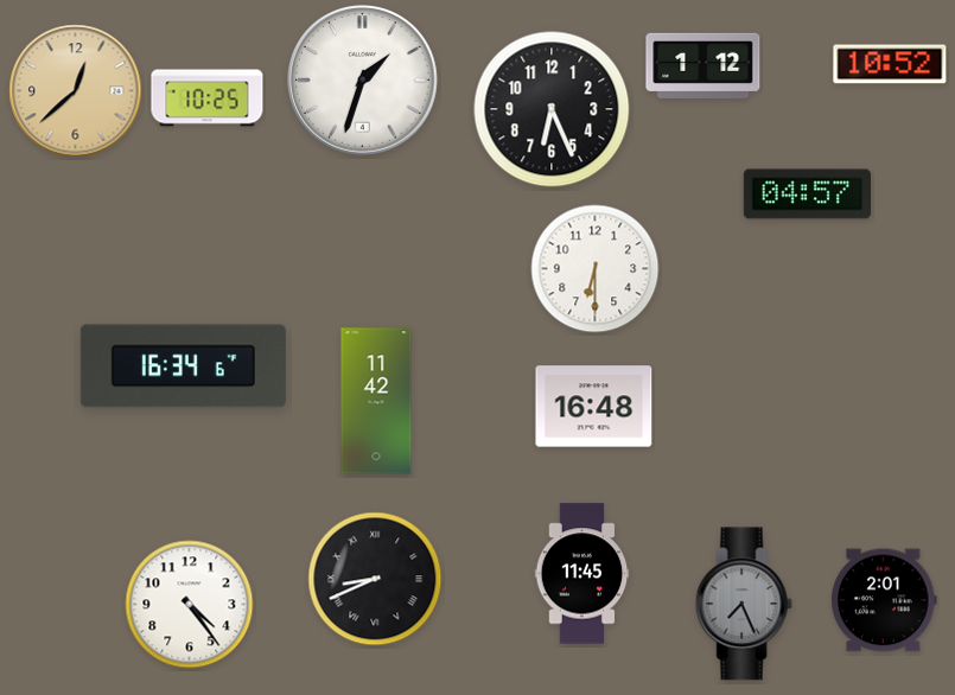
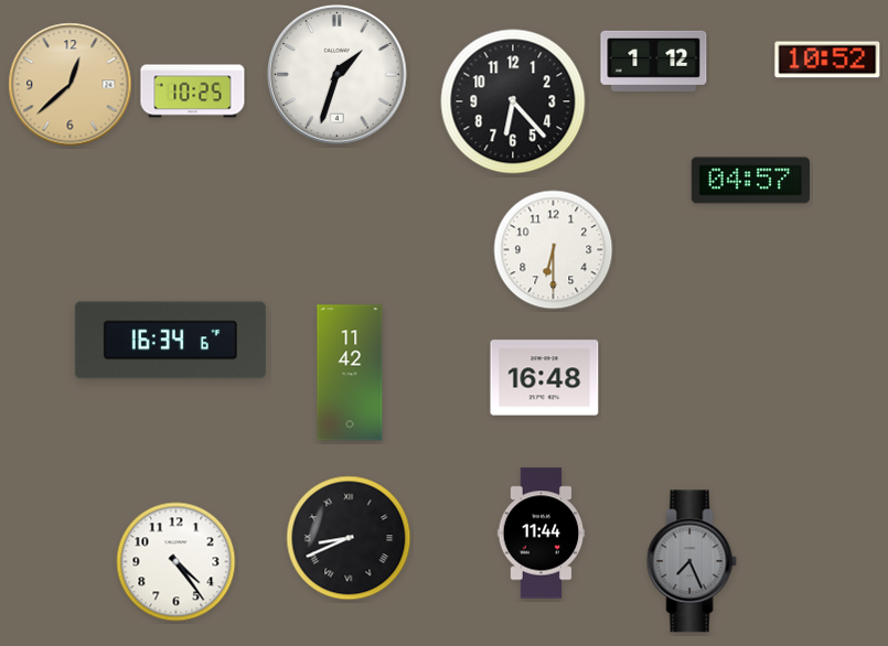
clock at (552, 109): 6:26 -> 6:23
clock at (594, 407) position: (594, 407) -> (545, 378)
clock at (582, 574): 11:45 -> 11:44
clock at (884, 600): 2:01 -> none
